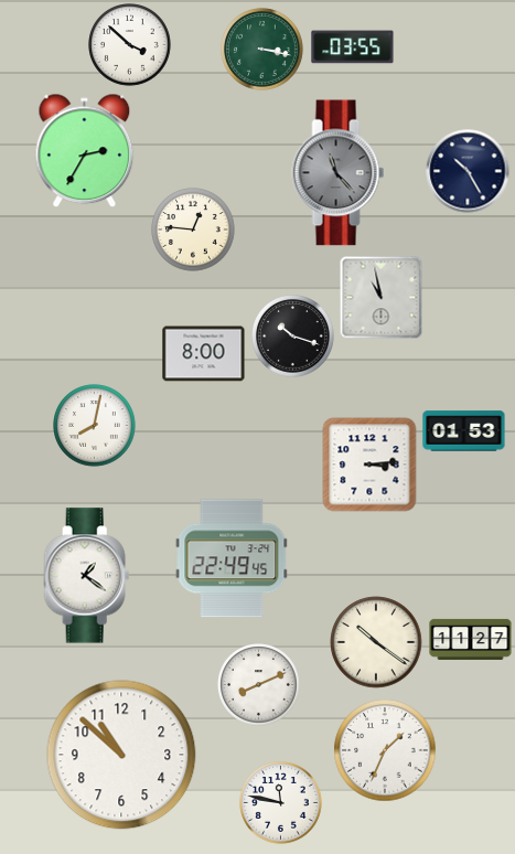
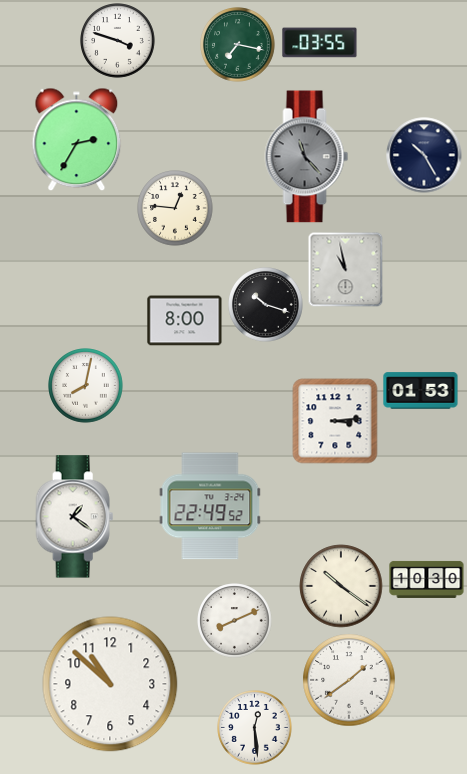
clock at (130, 45): 3:52 -> 3:48
clock at (262, 50): 3:17 -> 7:17
clock at (85, 151) position: (85, 151) -> (77, 140)
clock at (232, 558): 22:49:45 -> 22:49:52
clock at (87, 576) position: (87, 576) -> (75, 517)
clock at (471, 639): 11:27 -> 10:30
clock at (376, 642) position: (376, 642) -> (341, 586)
clock at (385, 750): 1:34 -> 1:39
clock at (281, 803): 11:47 -> 12:29
